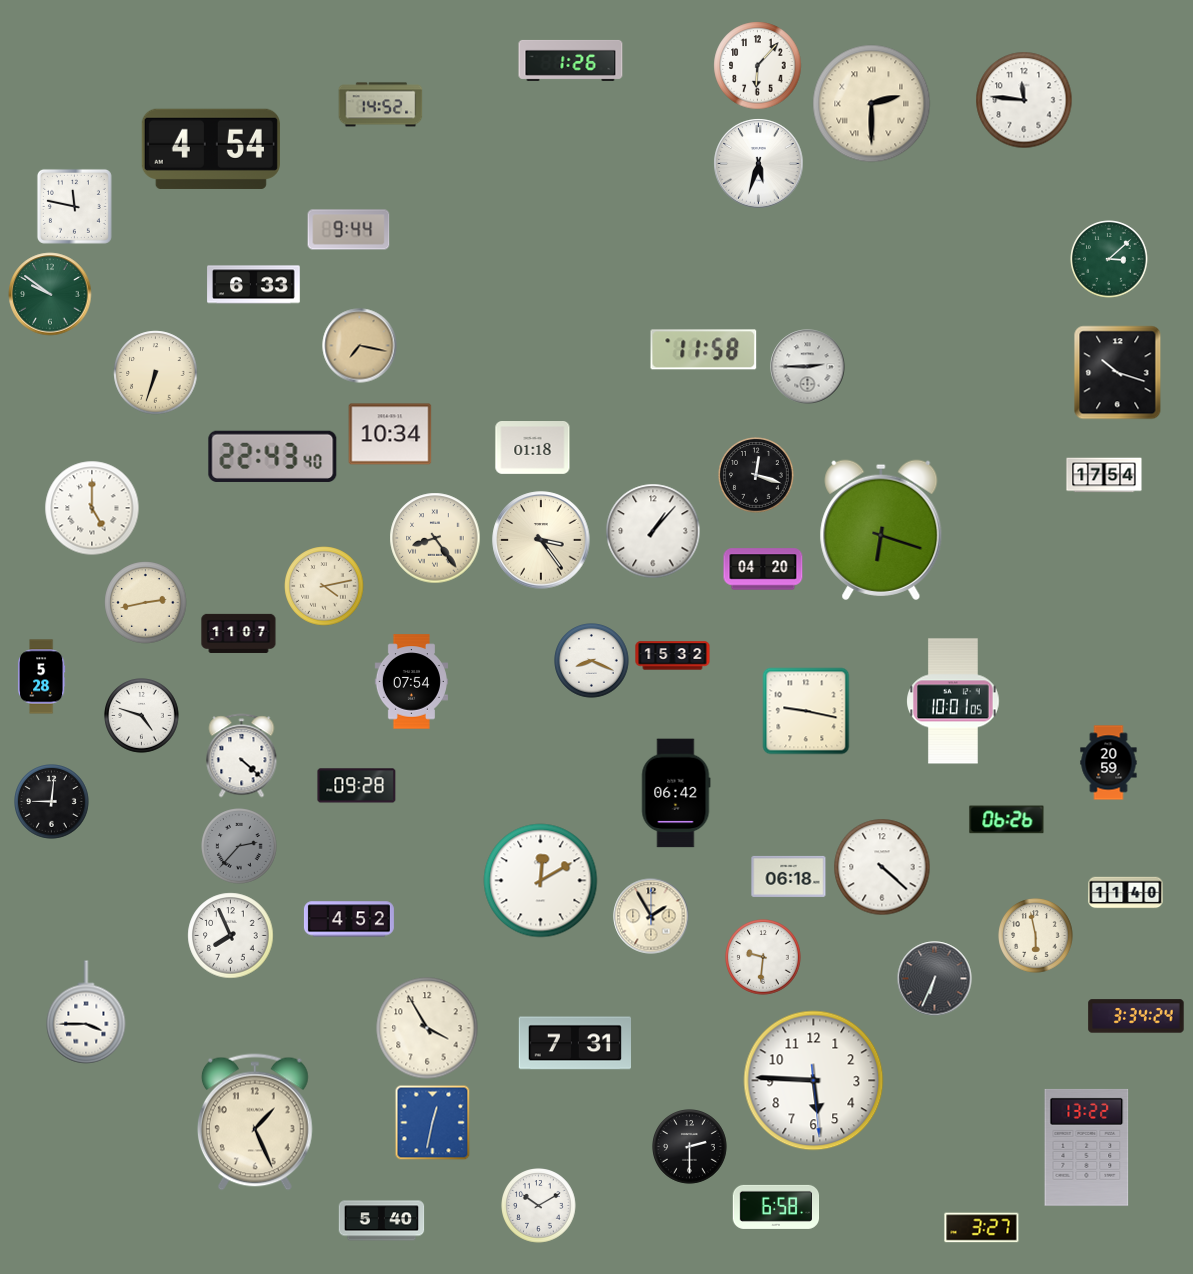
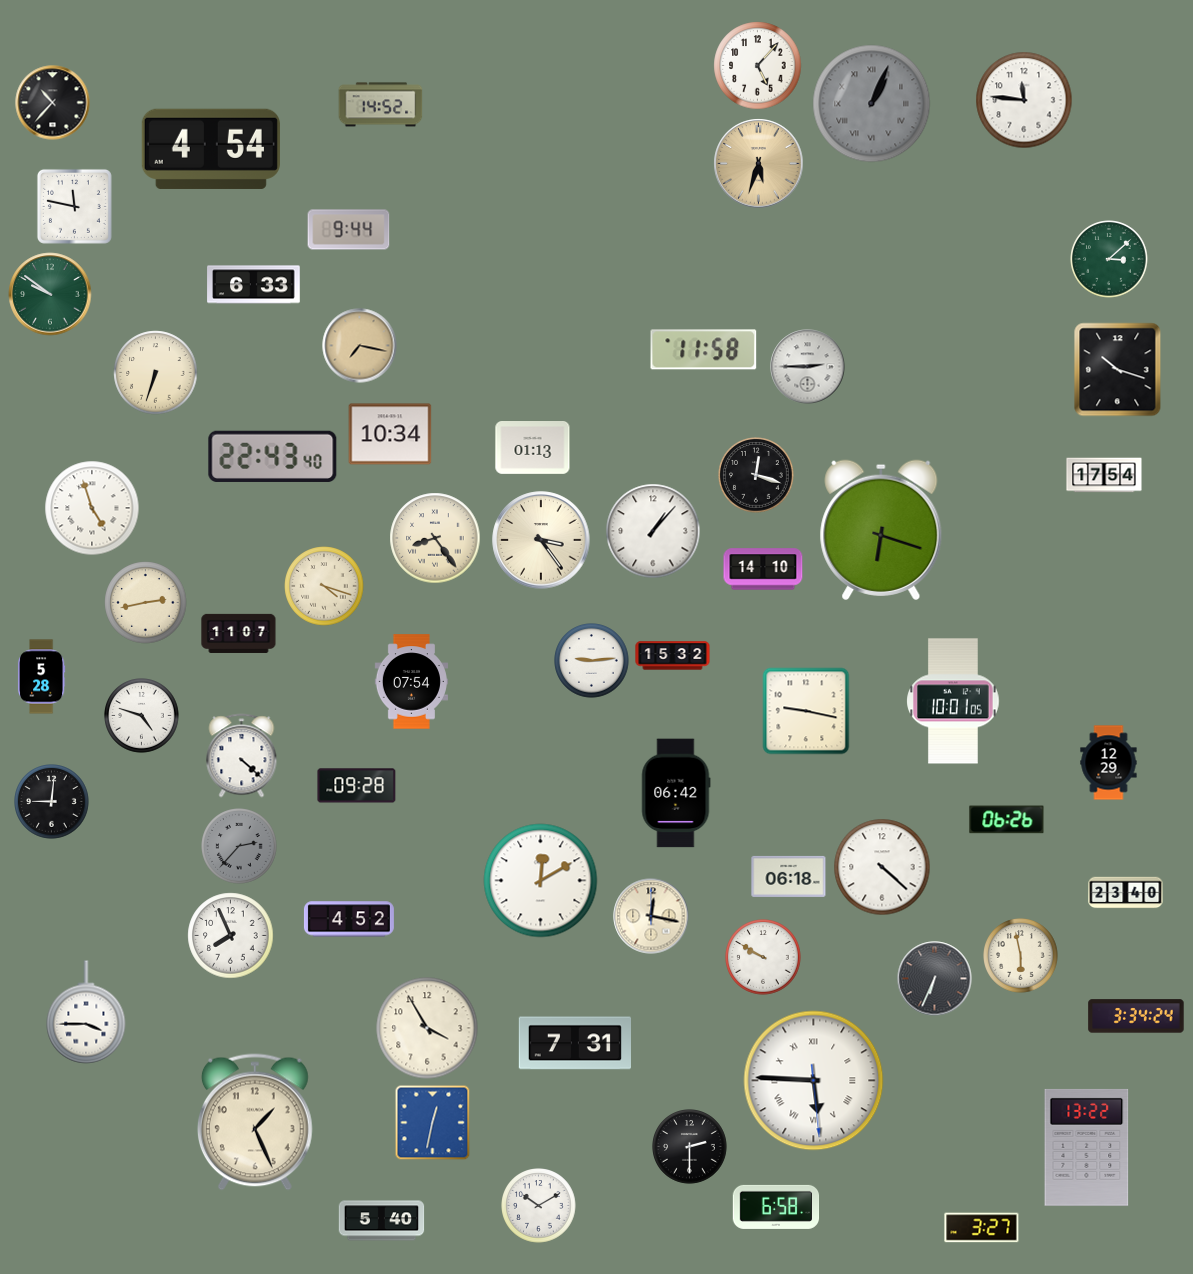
clock at (571, 60): 1:26 -> none
clock at (758, 66): 6:07 -> 5:07
clock at (53, 103): none -> 10:37
clock at (872, 104): 2:30 -> 1:04
clock at (872, 104) dial: cream -> grey
clock at (759, 164) dial: white -> champagne
clock at (1118, 373) position: (1118, 373) -> (1118, 370)
clock at (533, 448): 01:18 -> 01:13
clock at (92, 508): 5:00 -> 4:57
clock at (763, 569): 04:20 -> 14:10
clock at (324, 586): 4:13 -> 4:18
clock at (592, 661): 8:19 -> 9:14
clock at (1109, 763): 20:59 -> 12:29
clock at (1126, 893): 11:40 -> 23:40
clock at (651, 916): 1:55 -> 12:17
clock at (1036, 936) position: (1036, 936) -> (1021, 956)
clock at (763, 957): 9:31 -> 9:50
clock at (814, 1081) numerals: Arabic -> Roman
